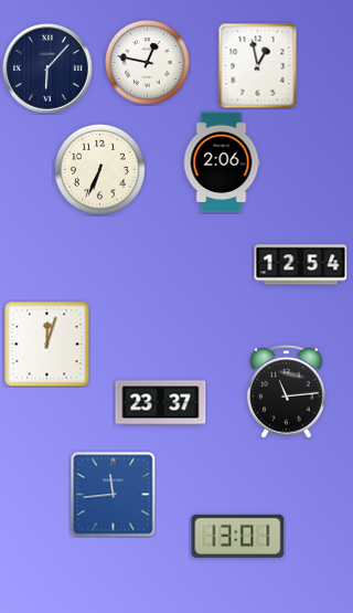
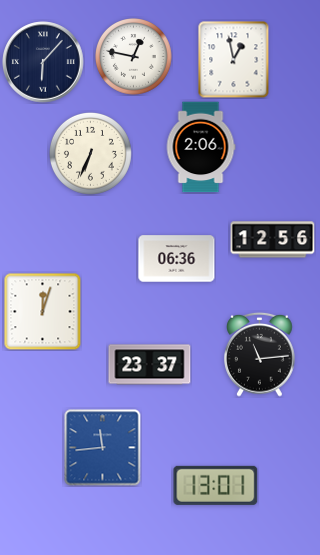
clock at (301, 265): 12:54 -> 12:56
clock at (177, 259): none -> 06:36
clock at (161, 403) position: (161, 403) -> (150, 365)
